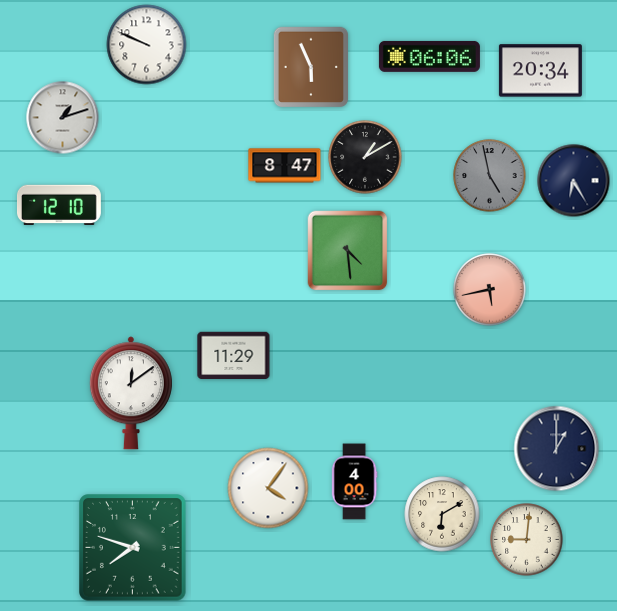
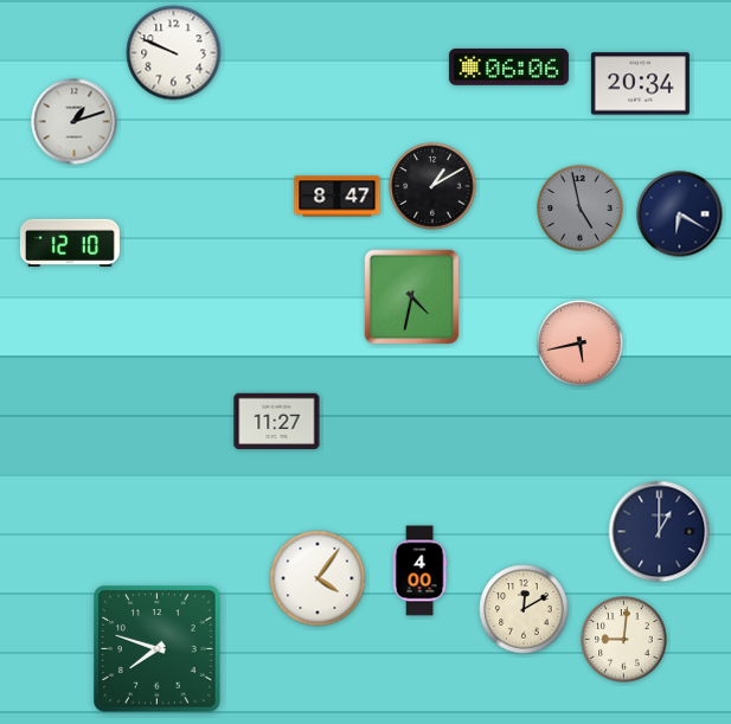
clock at (311, 67): 5:56 -> none
clock at (63, 118) position: (63, 118) -> (75, 122)
clock at (574, 181): 6:25 -> 6:20
clock at (348, 251): 4:29 -> 4:32
clock at (234, 356): 11:29 -> 11:27
clock at (131, 393): 12:09 -> none
clock at (442, 514): 6:10 -> 12:10
